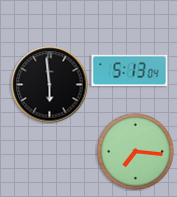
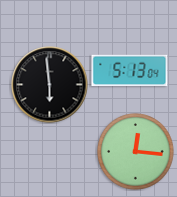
clock at (136, 152): 7:16 -> 12:16
